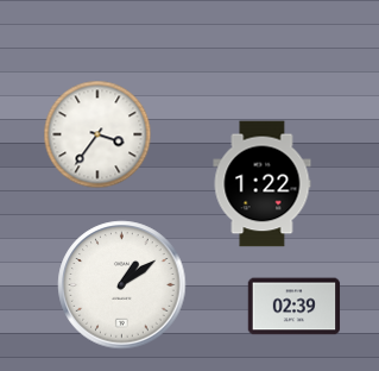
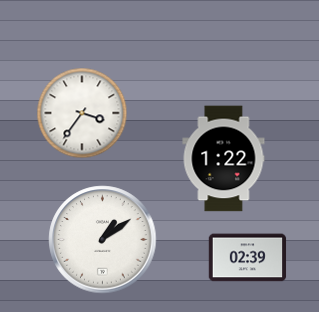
clock at (263, 184) position: (263, 184) -> (224, 159)
